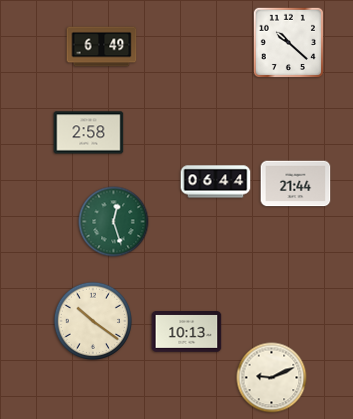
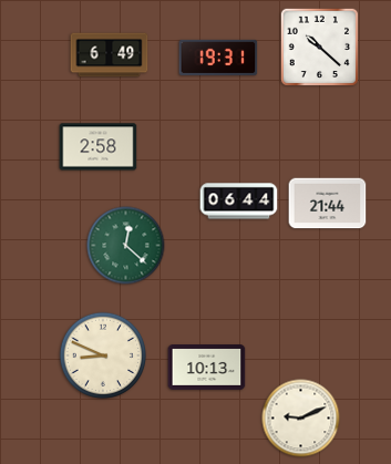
clock at (102, 47) position: (102, 47) -> (110, 55)
clock at (218, 58): none -> 19:31
clock at (114, 222): 12:27 -> 12:22
clock at (92, 320): 10:21 -> 8:49
